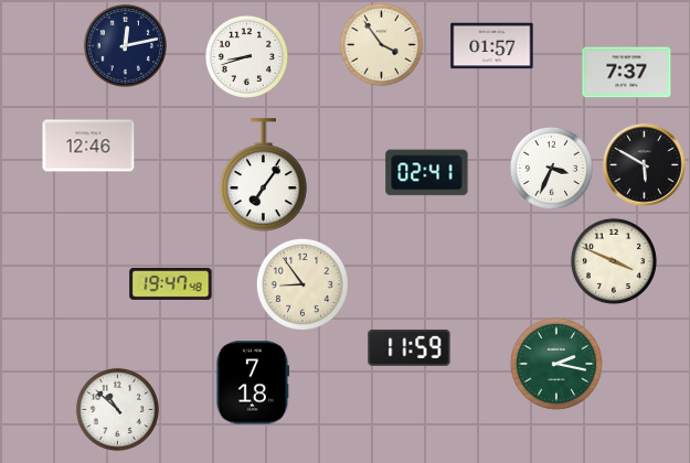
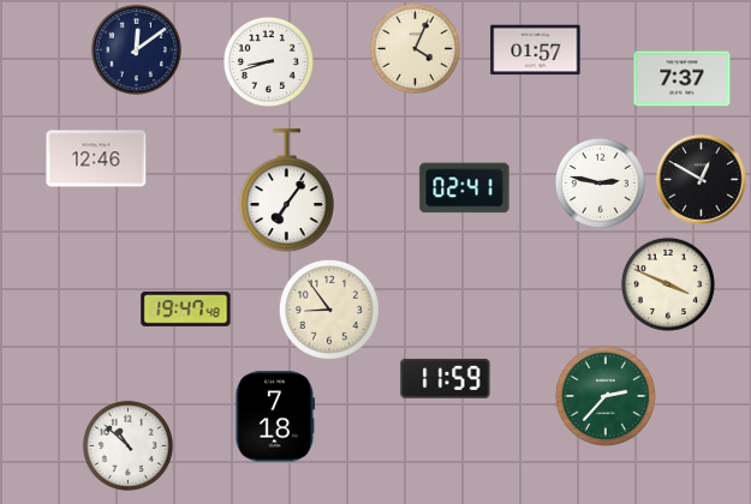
clock at (381, 44): 3:54 -> 4:04
clock at (125, 45): 12:13 -> 12:09
clock at (645, 165): 5:50 -> 12:50
clock at (551, 168): 3:34 -> 2:47
clock at (556, 364): 2:17 -> 2:37
